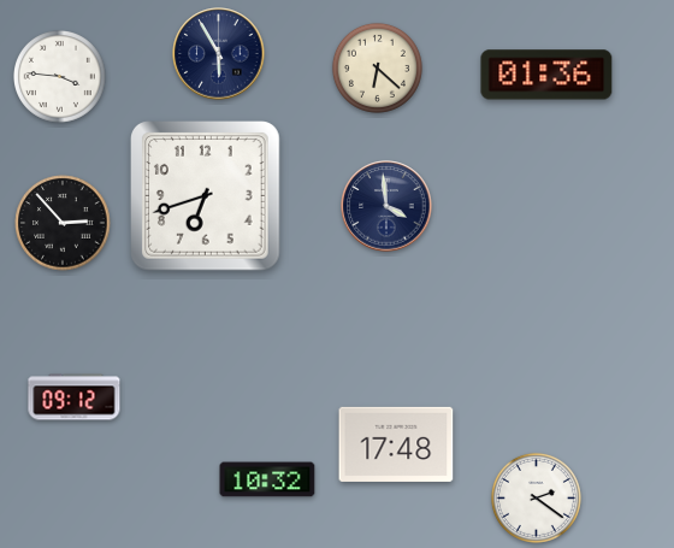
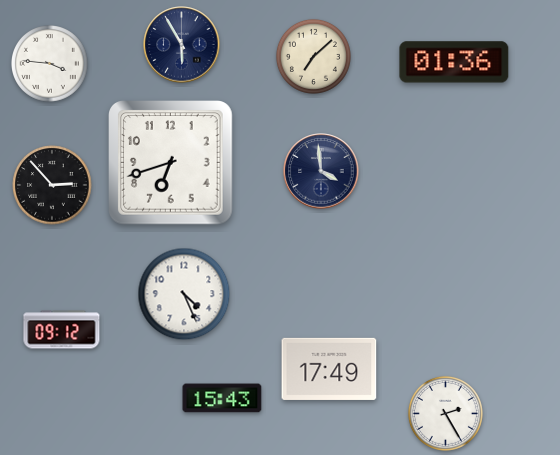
clock at (377, 67): 6:22 -> 7:08
clock at (184, 294): none -> 4:26
clock at (396, 444): 17:48 -> 17:49
clock at (267, 479): 10:32 -> 15:43
clock at (536, 497): 2:21 -> 2:25
